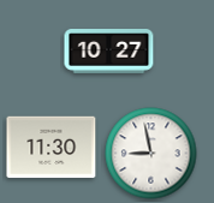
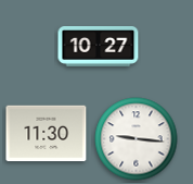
clock at (151, 154): 8:58 -> 9:16
